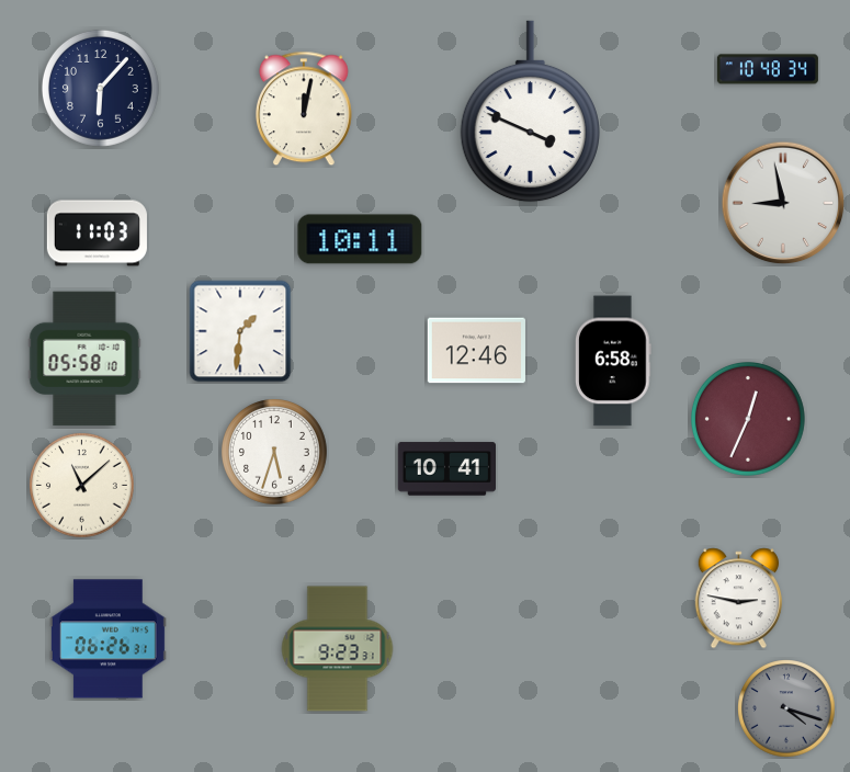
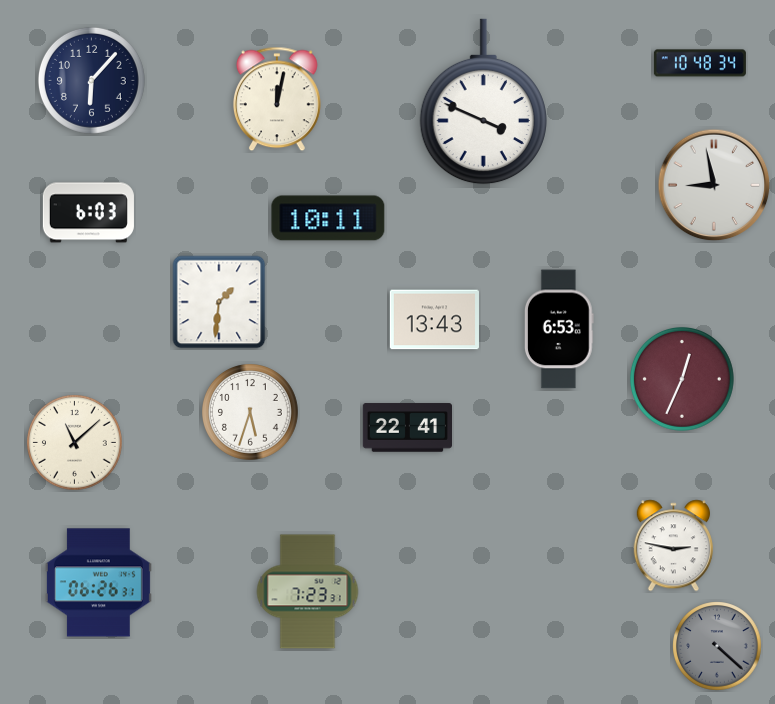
clock at (97, 234): 11:03 -> 6:03
clock at (476, 351): 12:46 -> 13:43
clock at (84, 359): 05:58 -> none
clock at (613, 361): 6:58 -> 6:53
clock at (748, 419) position: (748, 419) -> (682, 379)
clock at (446, 469): 10:41 -> 22:41
clock at (338, 649): 9:23 -> 7:23
clock at (786, 708): 4:18 -> 4:22
